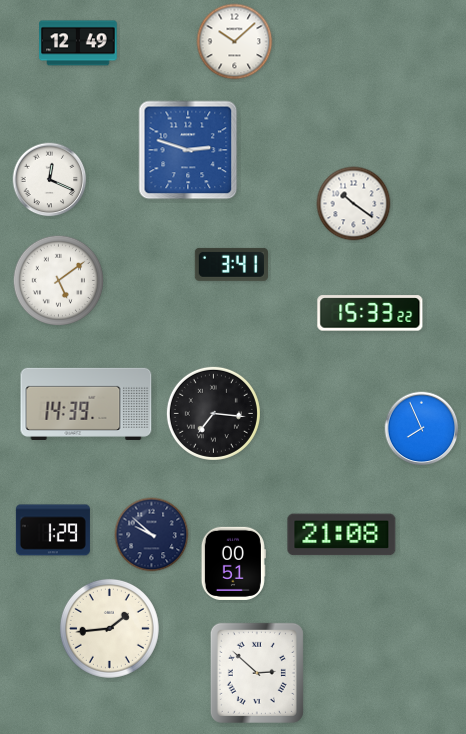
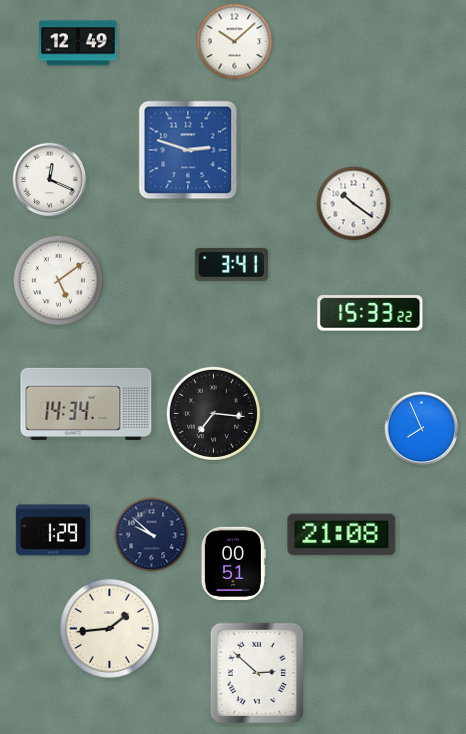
clock at (86, 404): 14:39 -> 14:34
